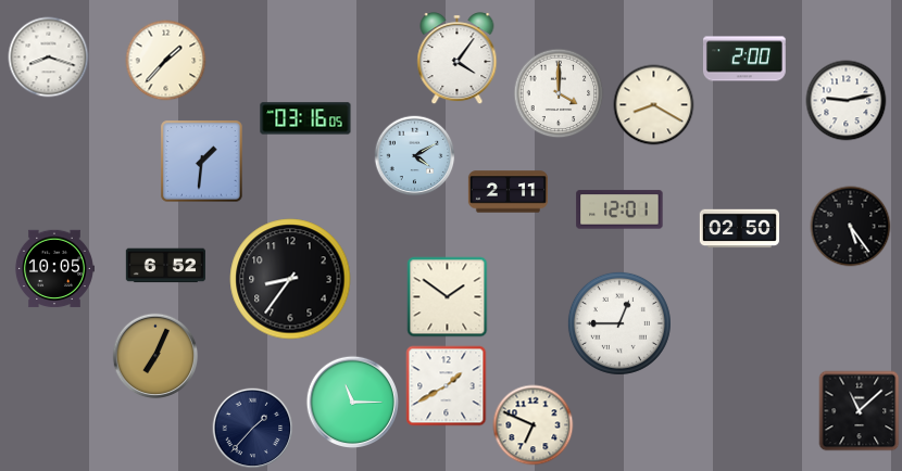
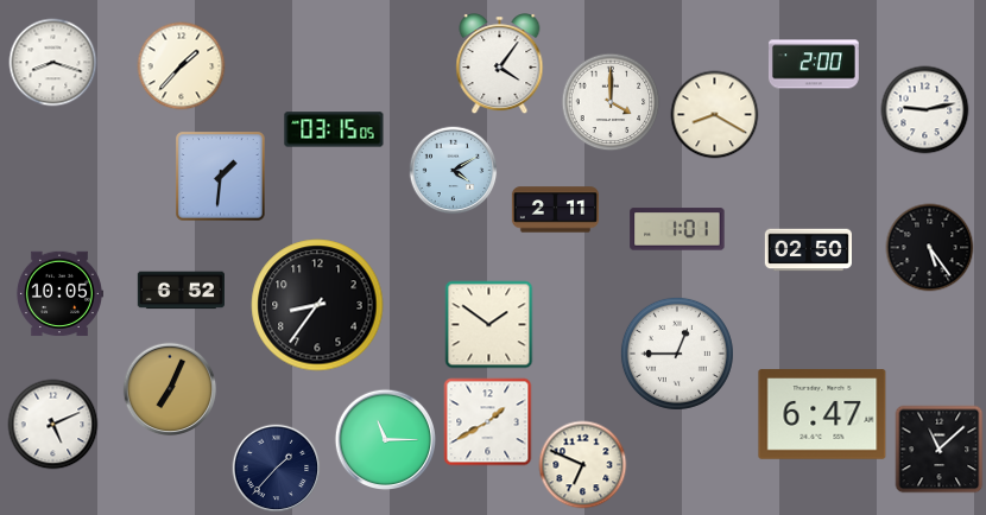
clock at (305, 118): 03:16 -> 03:15
clock at (619, 209): 12:01 -> 1:01
clock at (822, 414): none -> 6:47
clock at (53, 425): none -> 5:11
